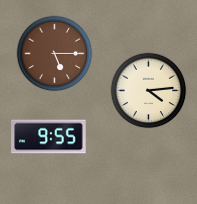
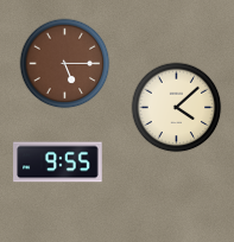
clock at (149, 91): 4:14 -> 4:08
